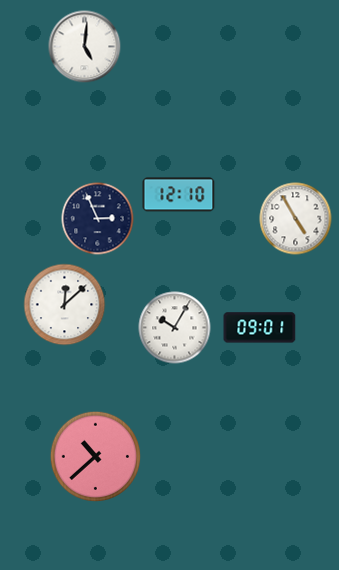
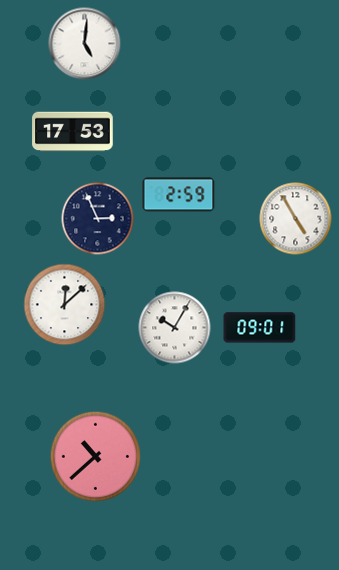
clock at (85, 47) position: (85, 47) -> (85, 44)
clock at (73, 132): none -> 17:53
clock at (179, 195): 12:10 -> 2:59
